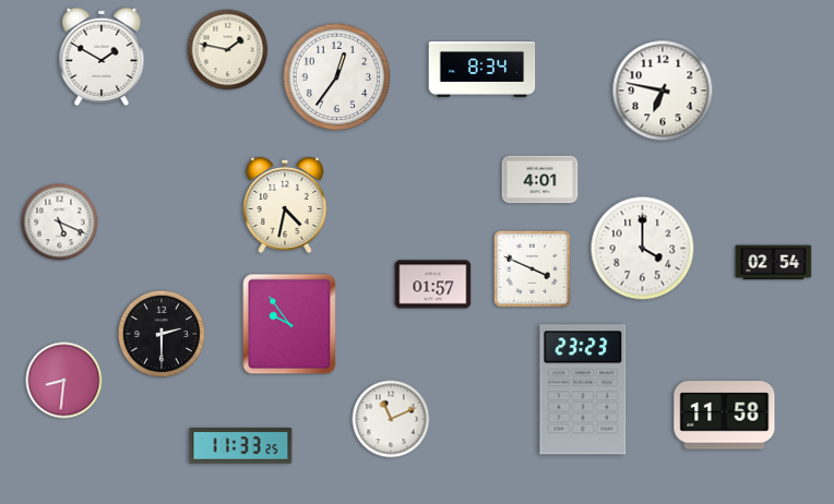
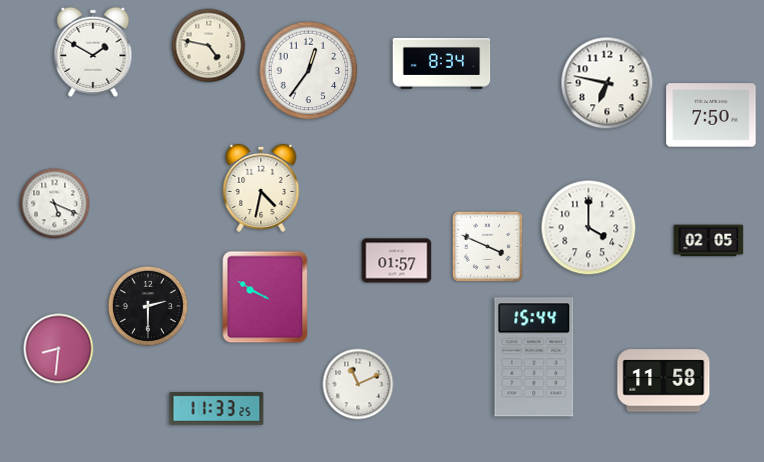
clock at (228, 50): 1:47 -> 4:47
clock at (711, 115): none -> 7:50
clock at (540, 180): 4:01 -> none
clock at (774, 263): 02:54 -> 02:05
clock at (289, 324): 9:54 -> 9:50
clock at (583, 389): 23:23 -> 15:44
clock at (241, 446) position: (241, 446) -> (217, 409)
